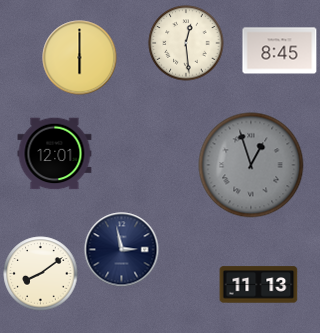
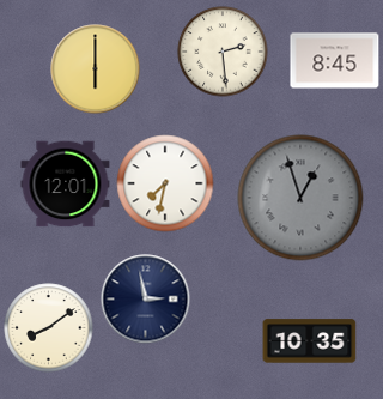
clock at (186, 43): 12:29 -> 2:29
clock at (165, 183): none -> 7:32
clock at (259, 285): 11:13 -> 10:35
